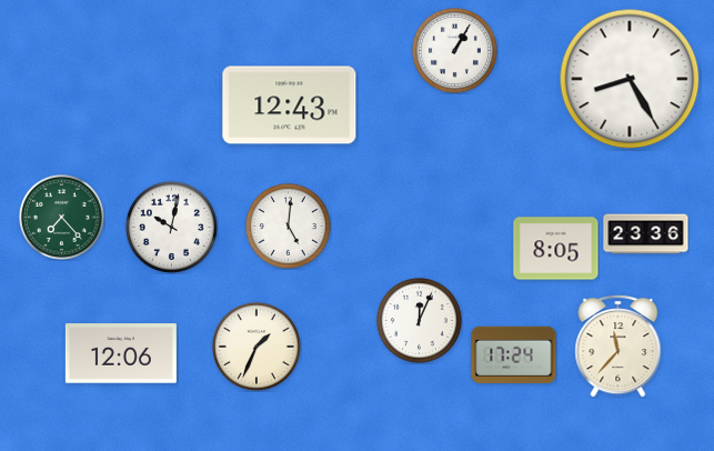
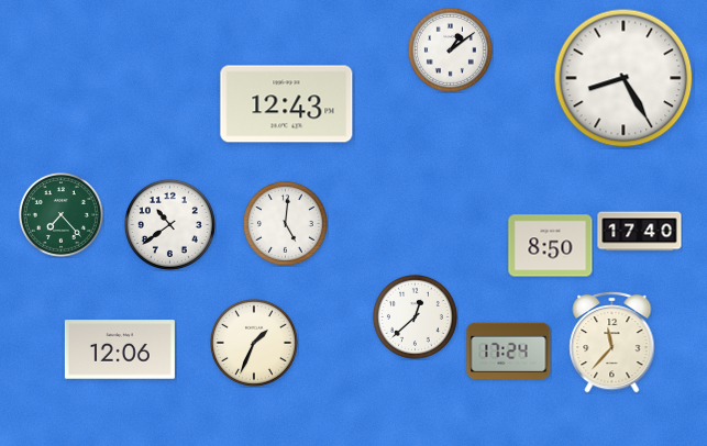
clock at (454, 50): 1:05 -> 1:09
clock at (171, 227): 10:02 -> 10:39
clock at (646, 234): 23:36 -> 17:40
clock at (556, 249): 8:05 -> 8:50
clock at (419, 320): 12:04 -> 12:38
